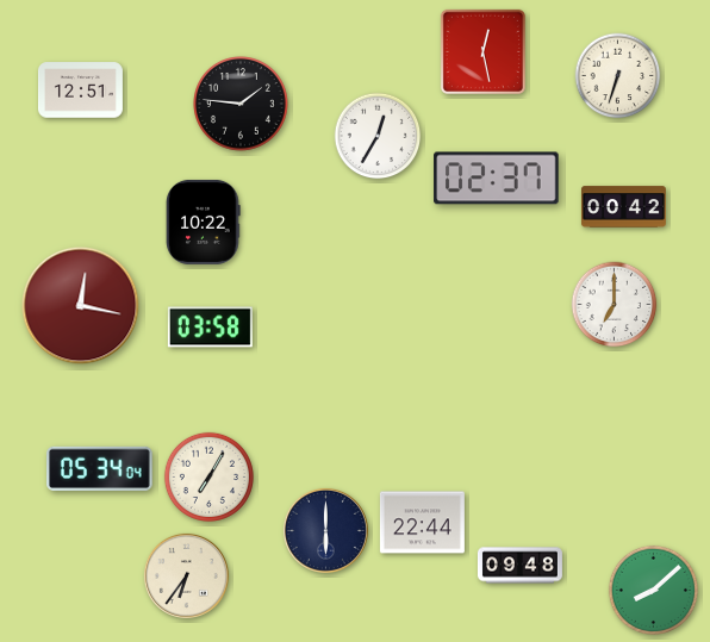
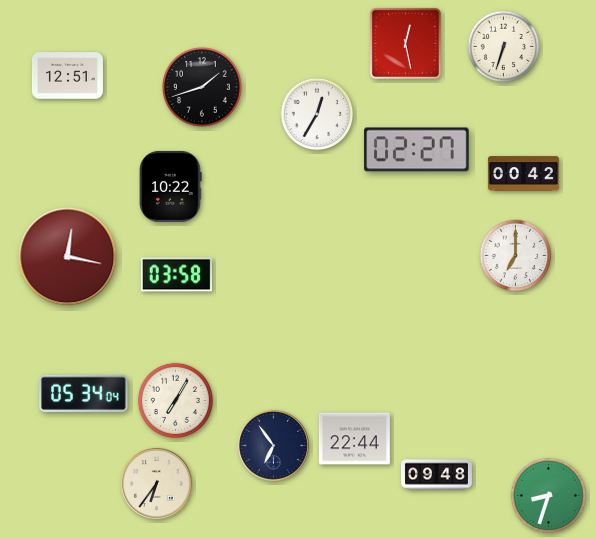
clock at (618, 76) position: (618, 76) -> (504, 47)
clock at (242, 105): 1:46 -> 1:42
clock at (497, 179): 02:37 -> 02:27
clock at (325, 530): 6:00 -> 6:54
clock at (653, 590): 8:08 -> 8:33
